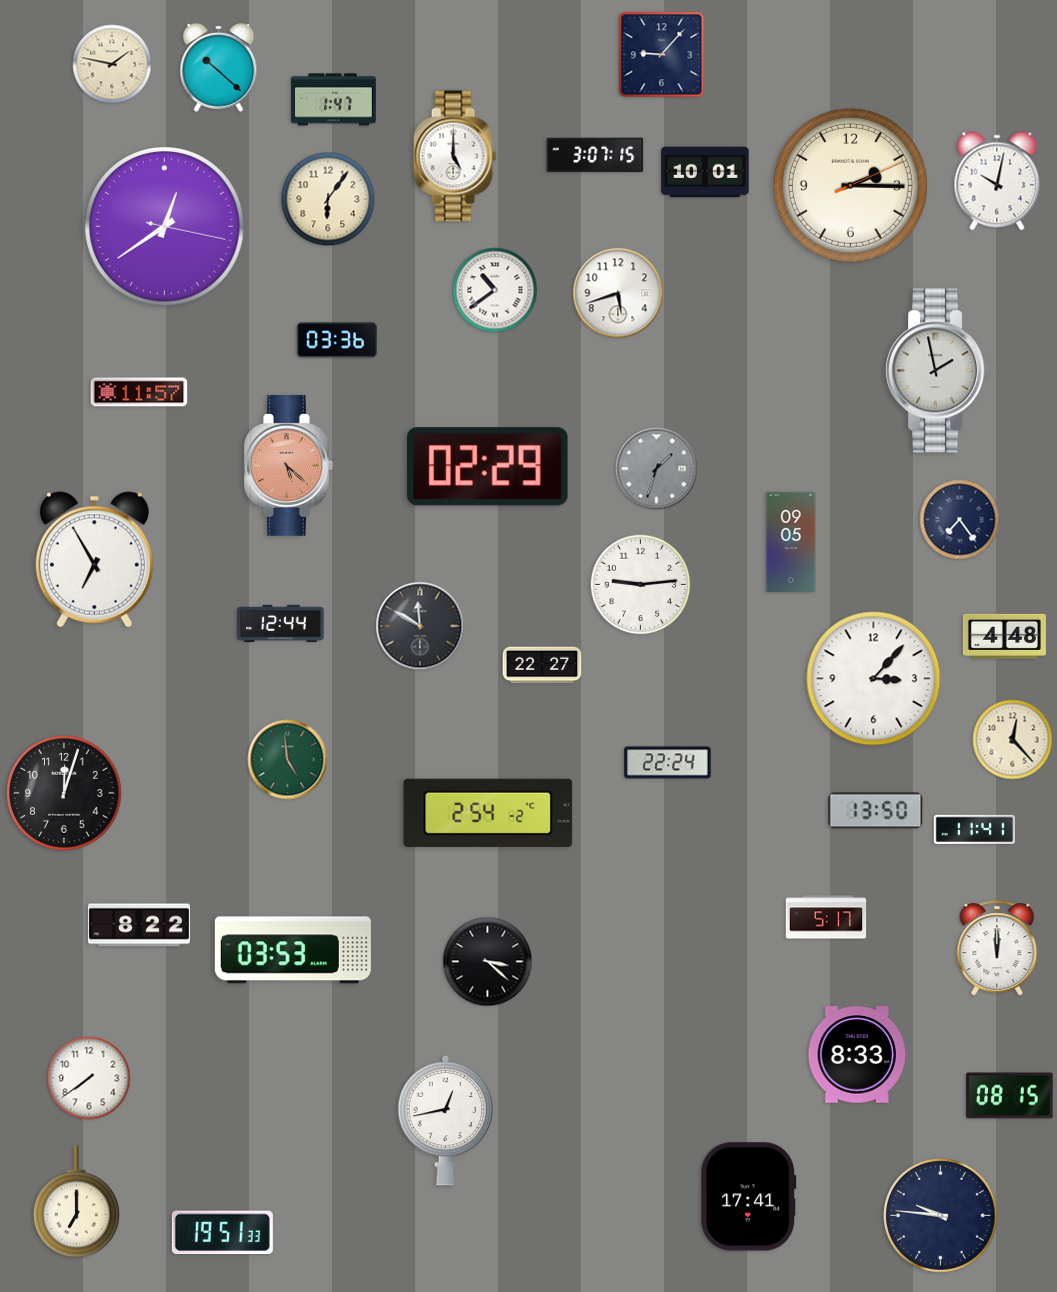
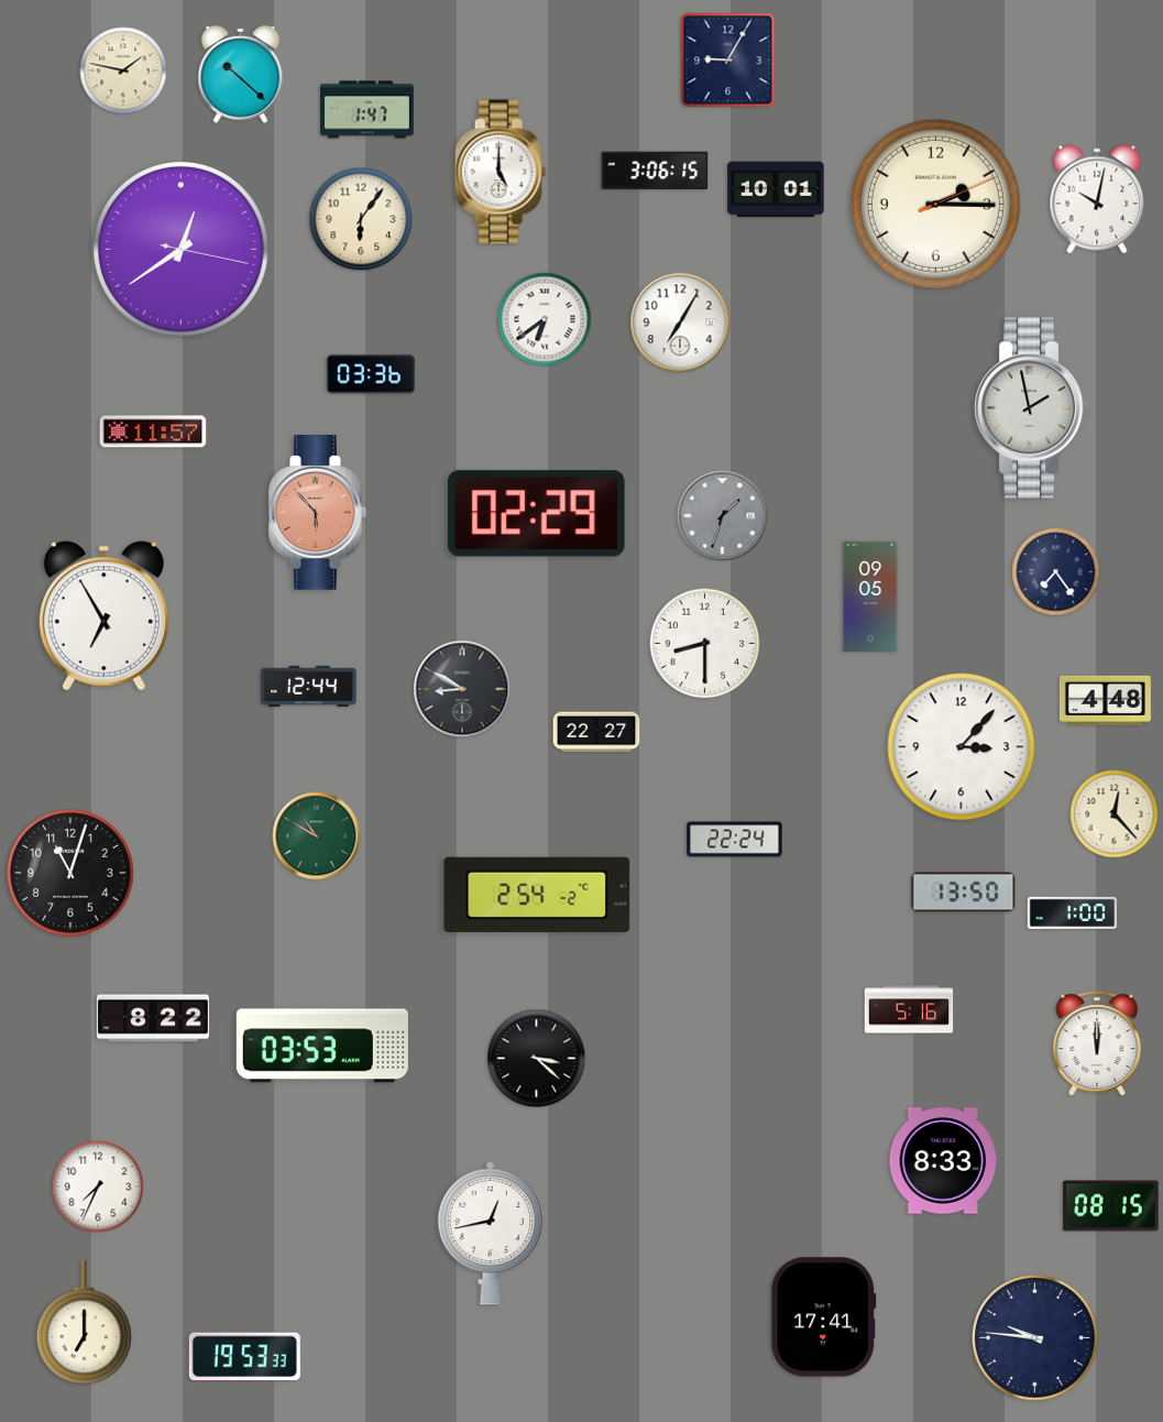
clock at (662, 55): 9:07 -> 9:05
clock at (595, 155): 3:07 -> 3:06
clock at (495, 290): 10:39 -> 6:39
clock at (618, 293): 5:42 -> 7:05
clock at (289, 466): 5:22 -> 5:53
clock at (641, 585): 9:14 -> 8:30
clock at (420, 626): 11:50 -> 8:50
clock at (288, 760): 4:59 -> 10:50
clock at (64, 793): 12:03 -> 11:03
clock at (974, 829): 11:41 -> 1:00
clock at (826, 917): 5:17 -> 5:16
clock at (89, 1078): 7:39 -> 7:34
clock at (222, 1233): 19:51 -> 19:53
